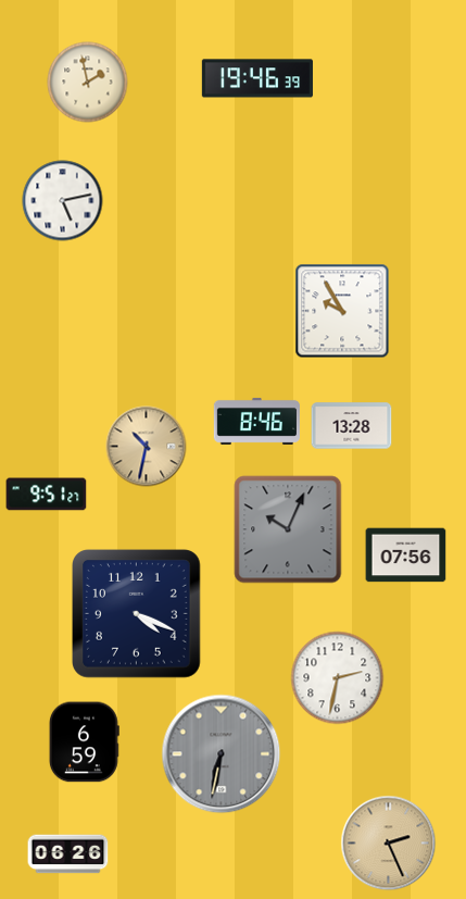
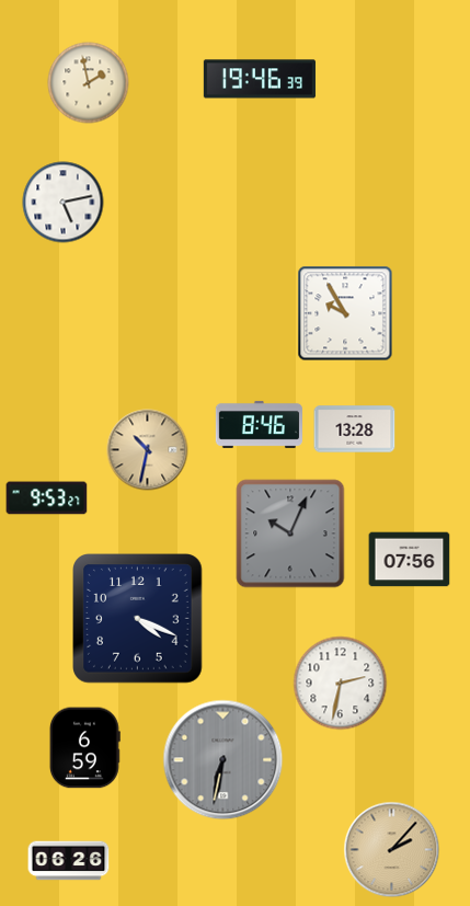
clock at (47, 495): 9:51 -> 9:53
clock at (389, 844): 2:26 -> 2:07
